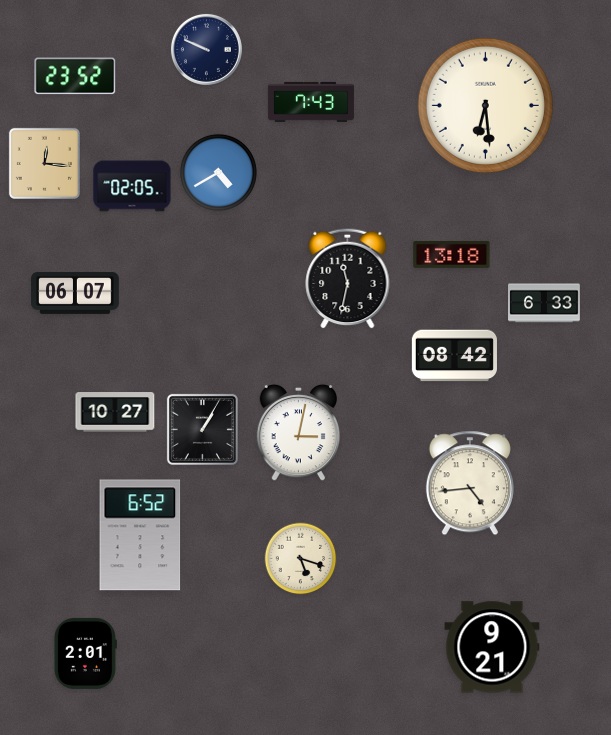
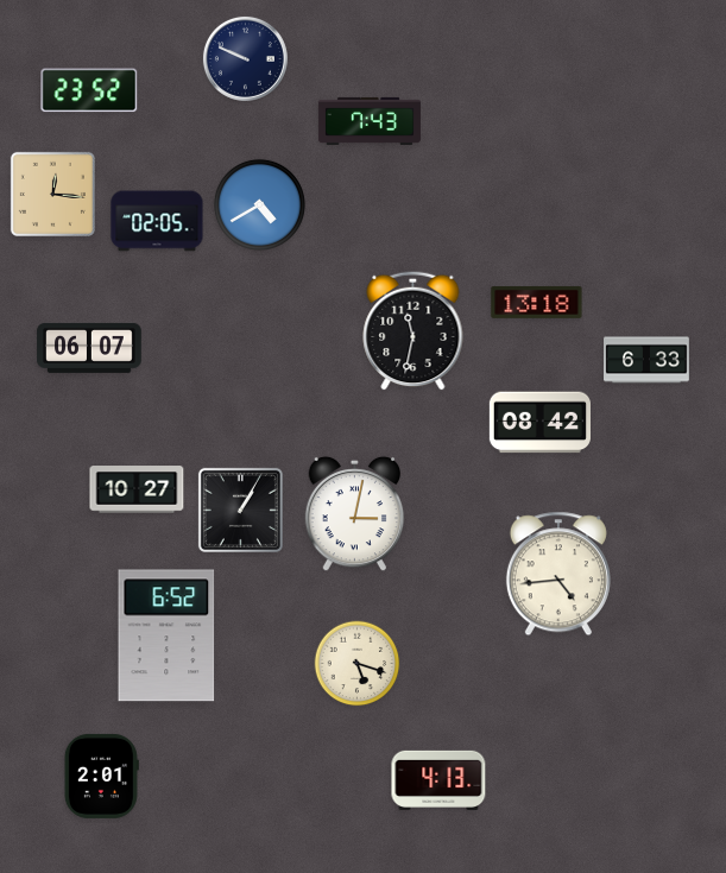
clock at (485, 105): 6:29 -> none
clock at (492, 647): 9:21 -> none
clock at (438, 780): none -> 4:13
